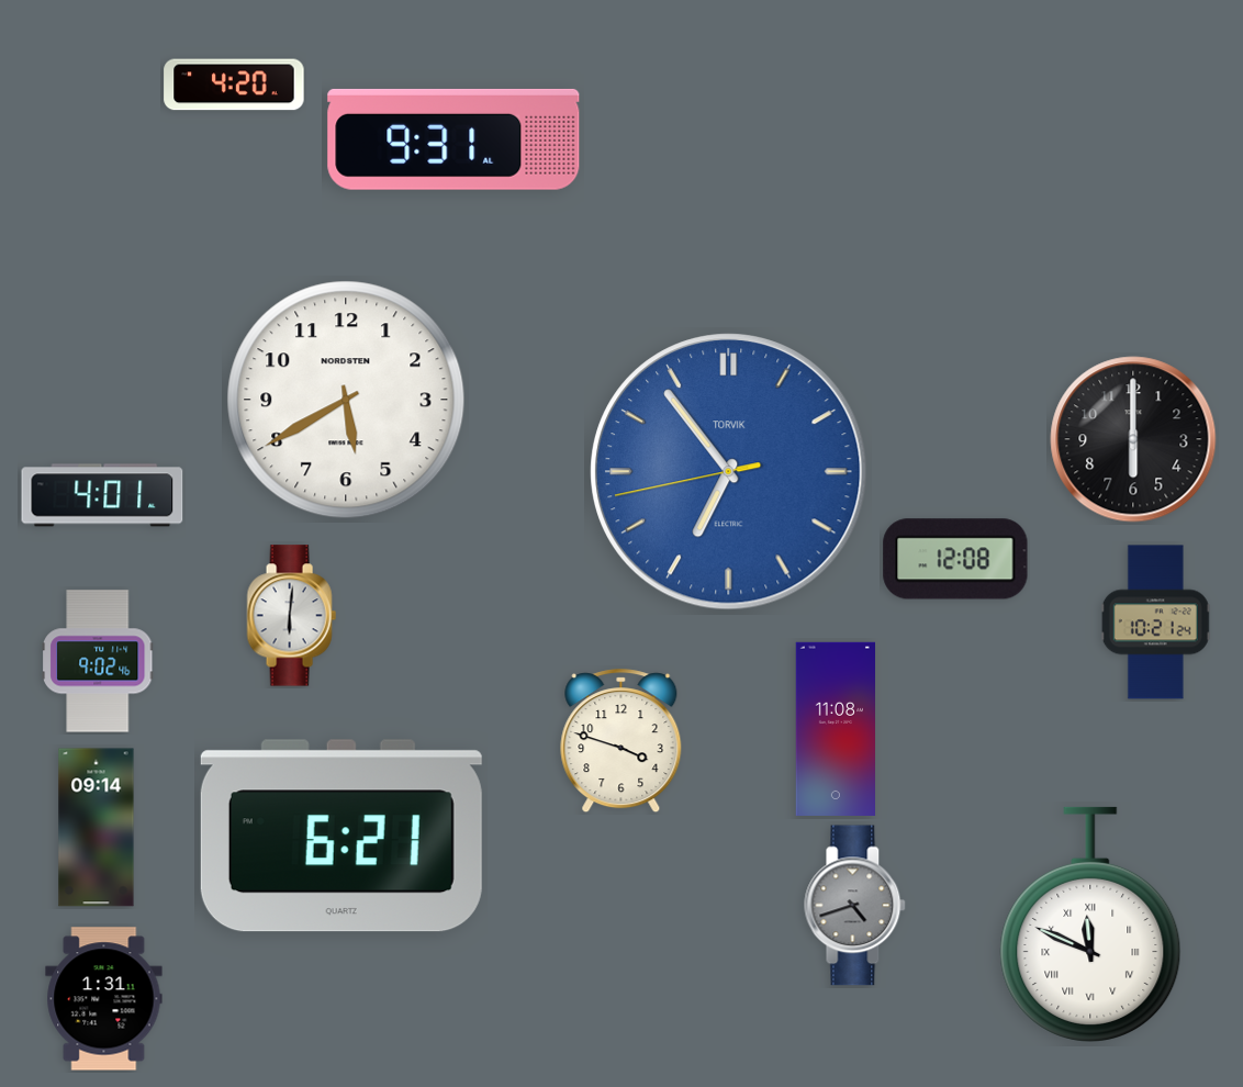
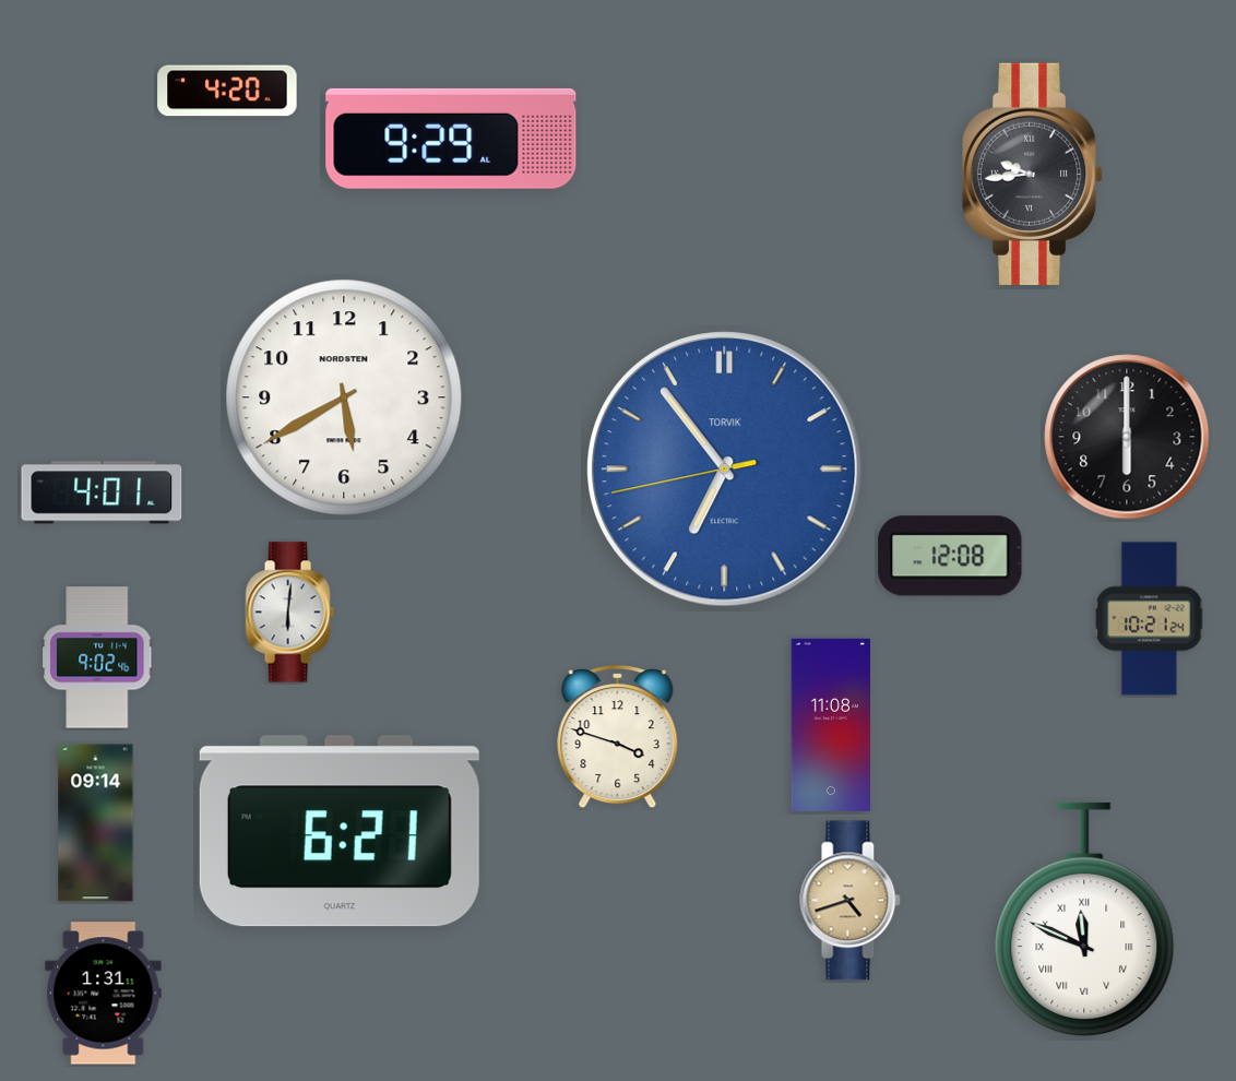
clock at (234, 85) position: (234, 85) -> (227, 91)
clock at (453, 139): 9:31 -> 9:29
clock at (1033, 174): none -> 9:44
clock at (855, 906) dial: grey -> champagne
